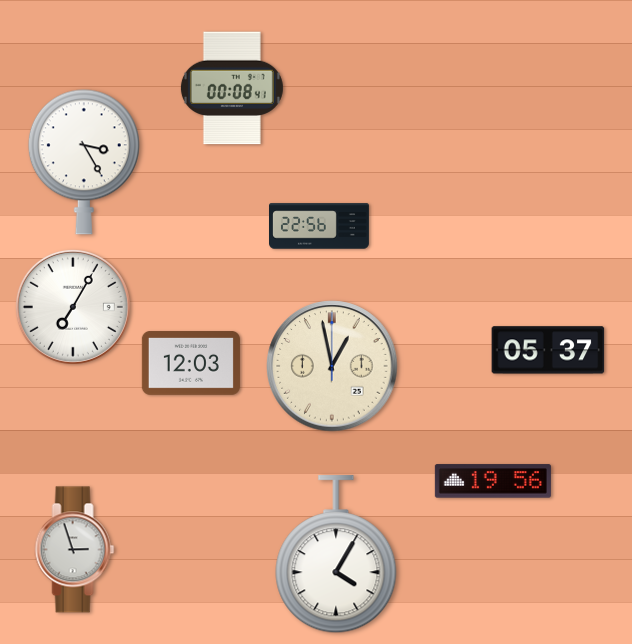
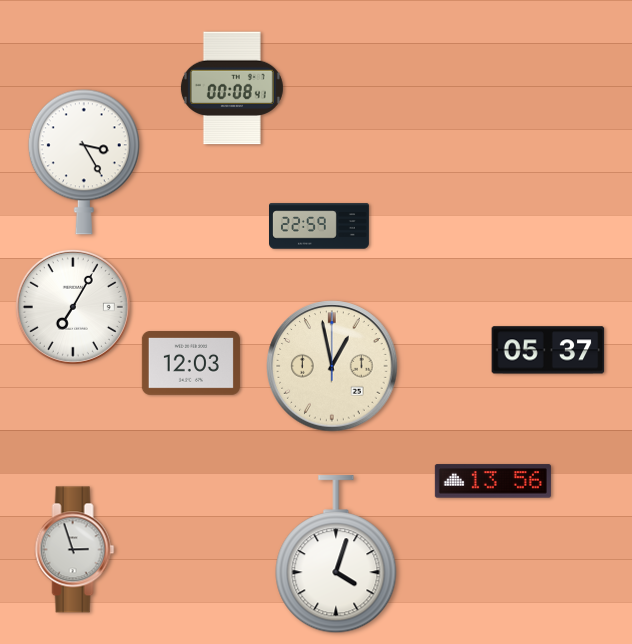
clock at (320, 226): 22:56 -> 22:59
clock at (493, 481): 19:56 -> 13:56
clock at (336, 555): 4:05 -> 4:03
